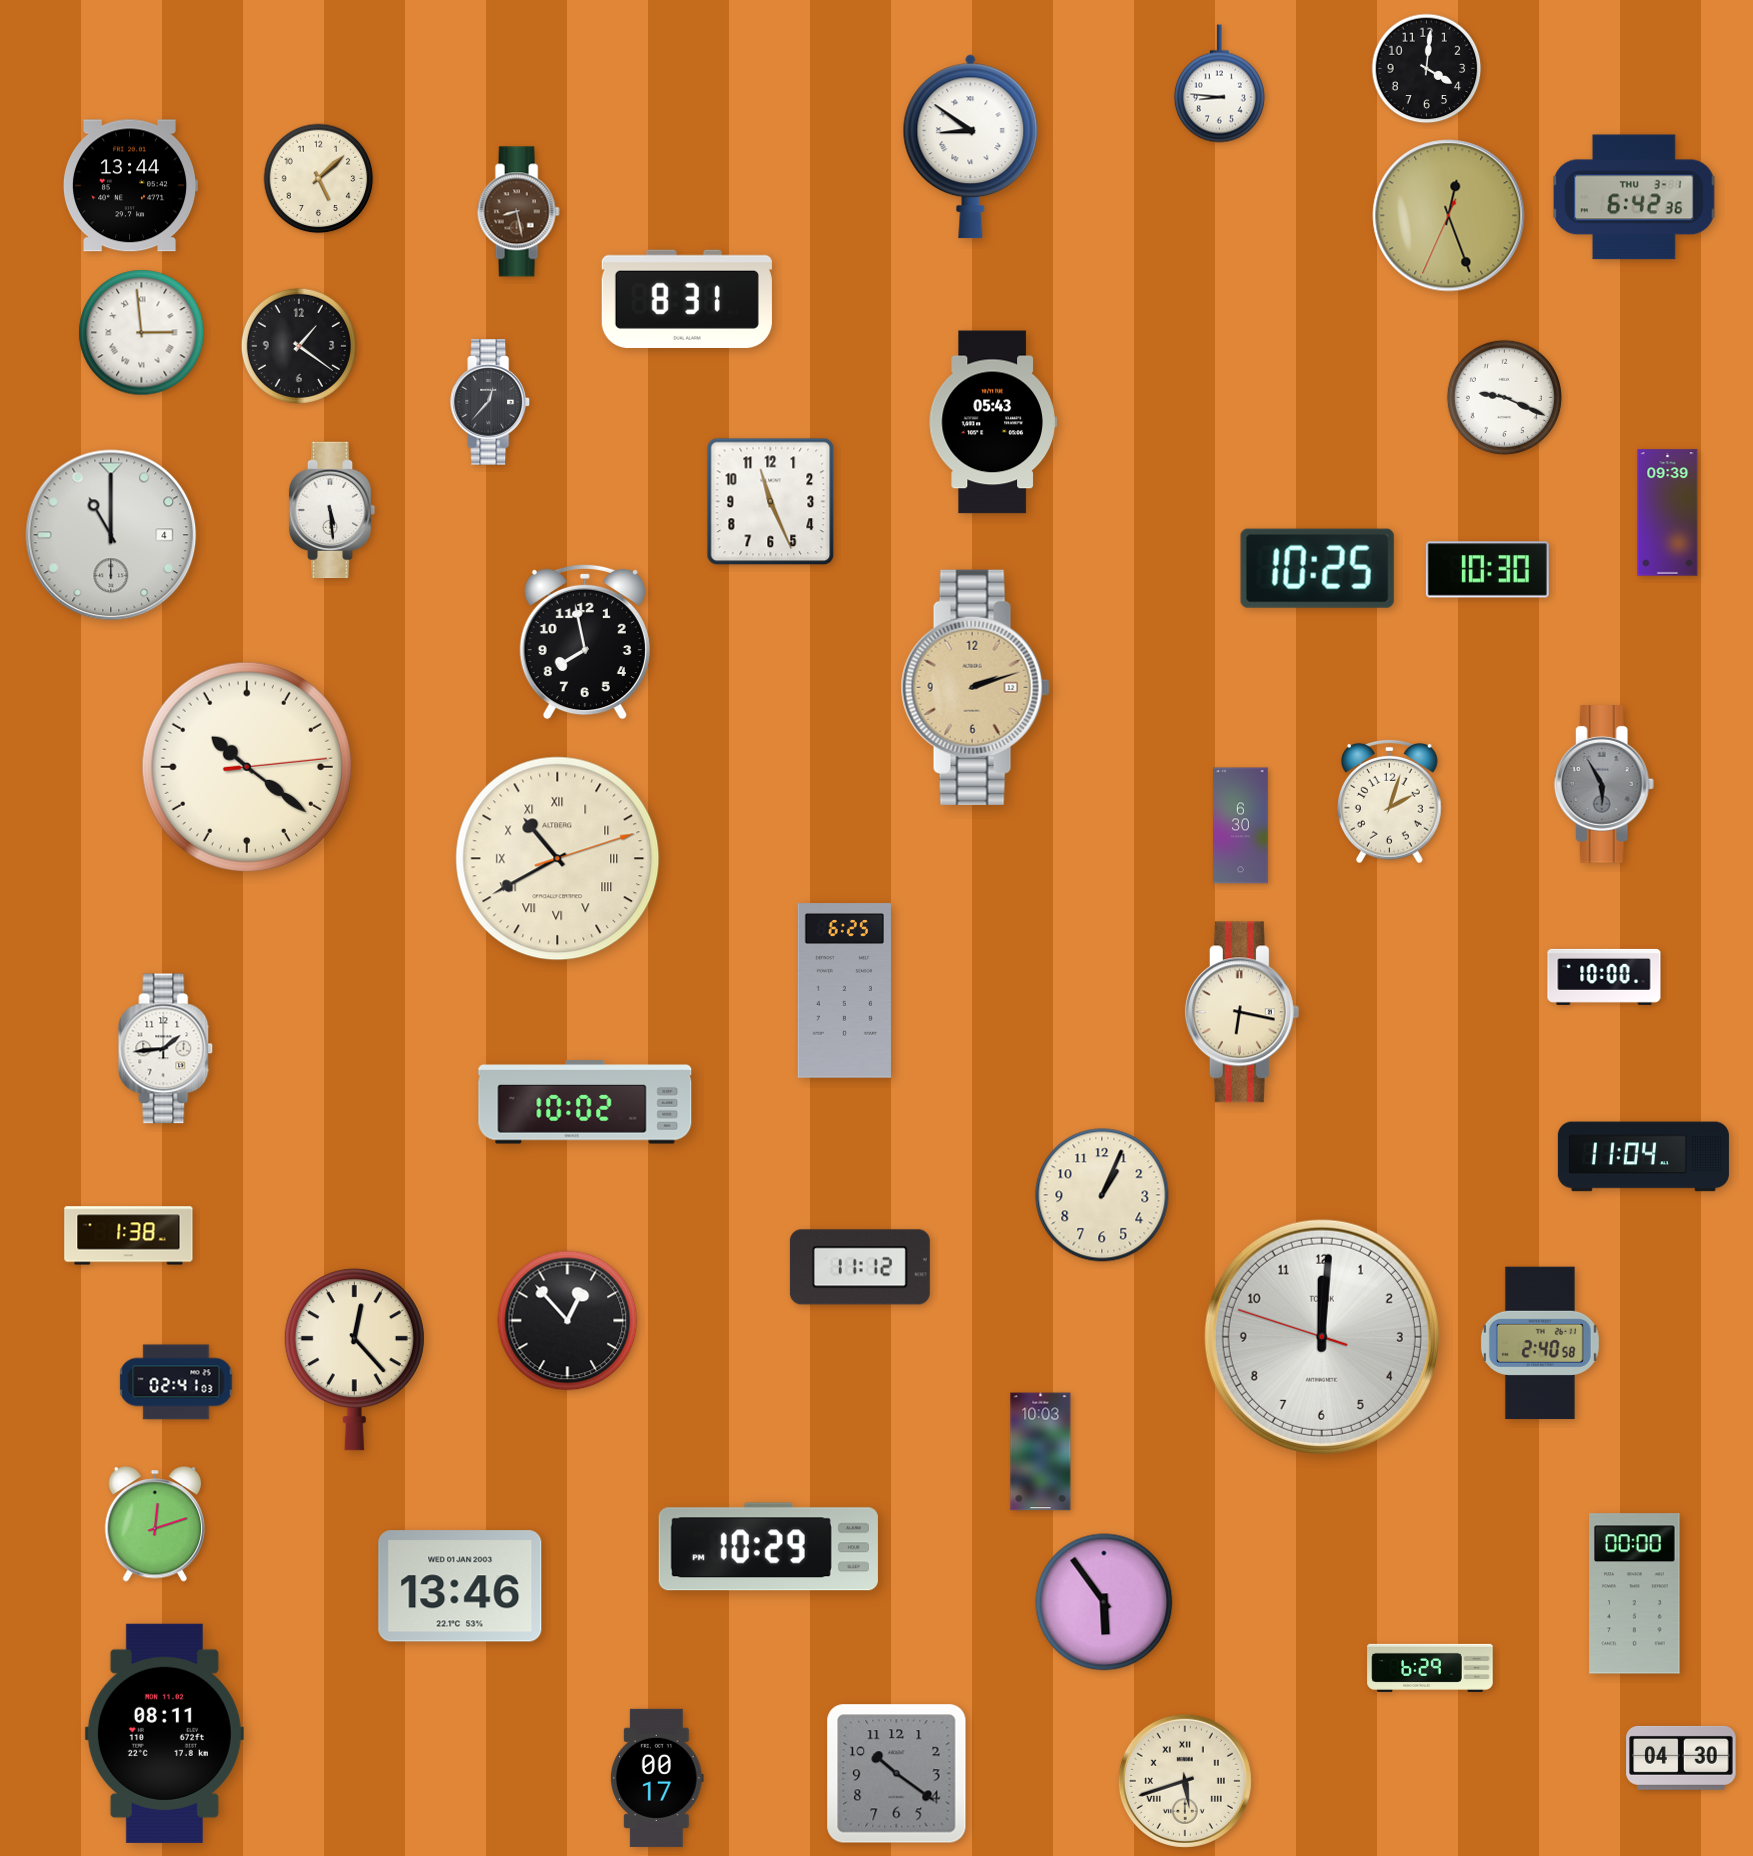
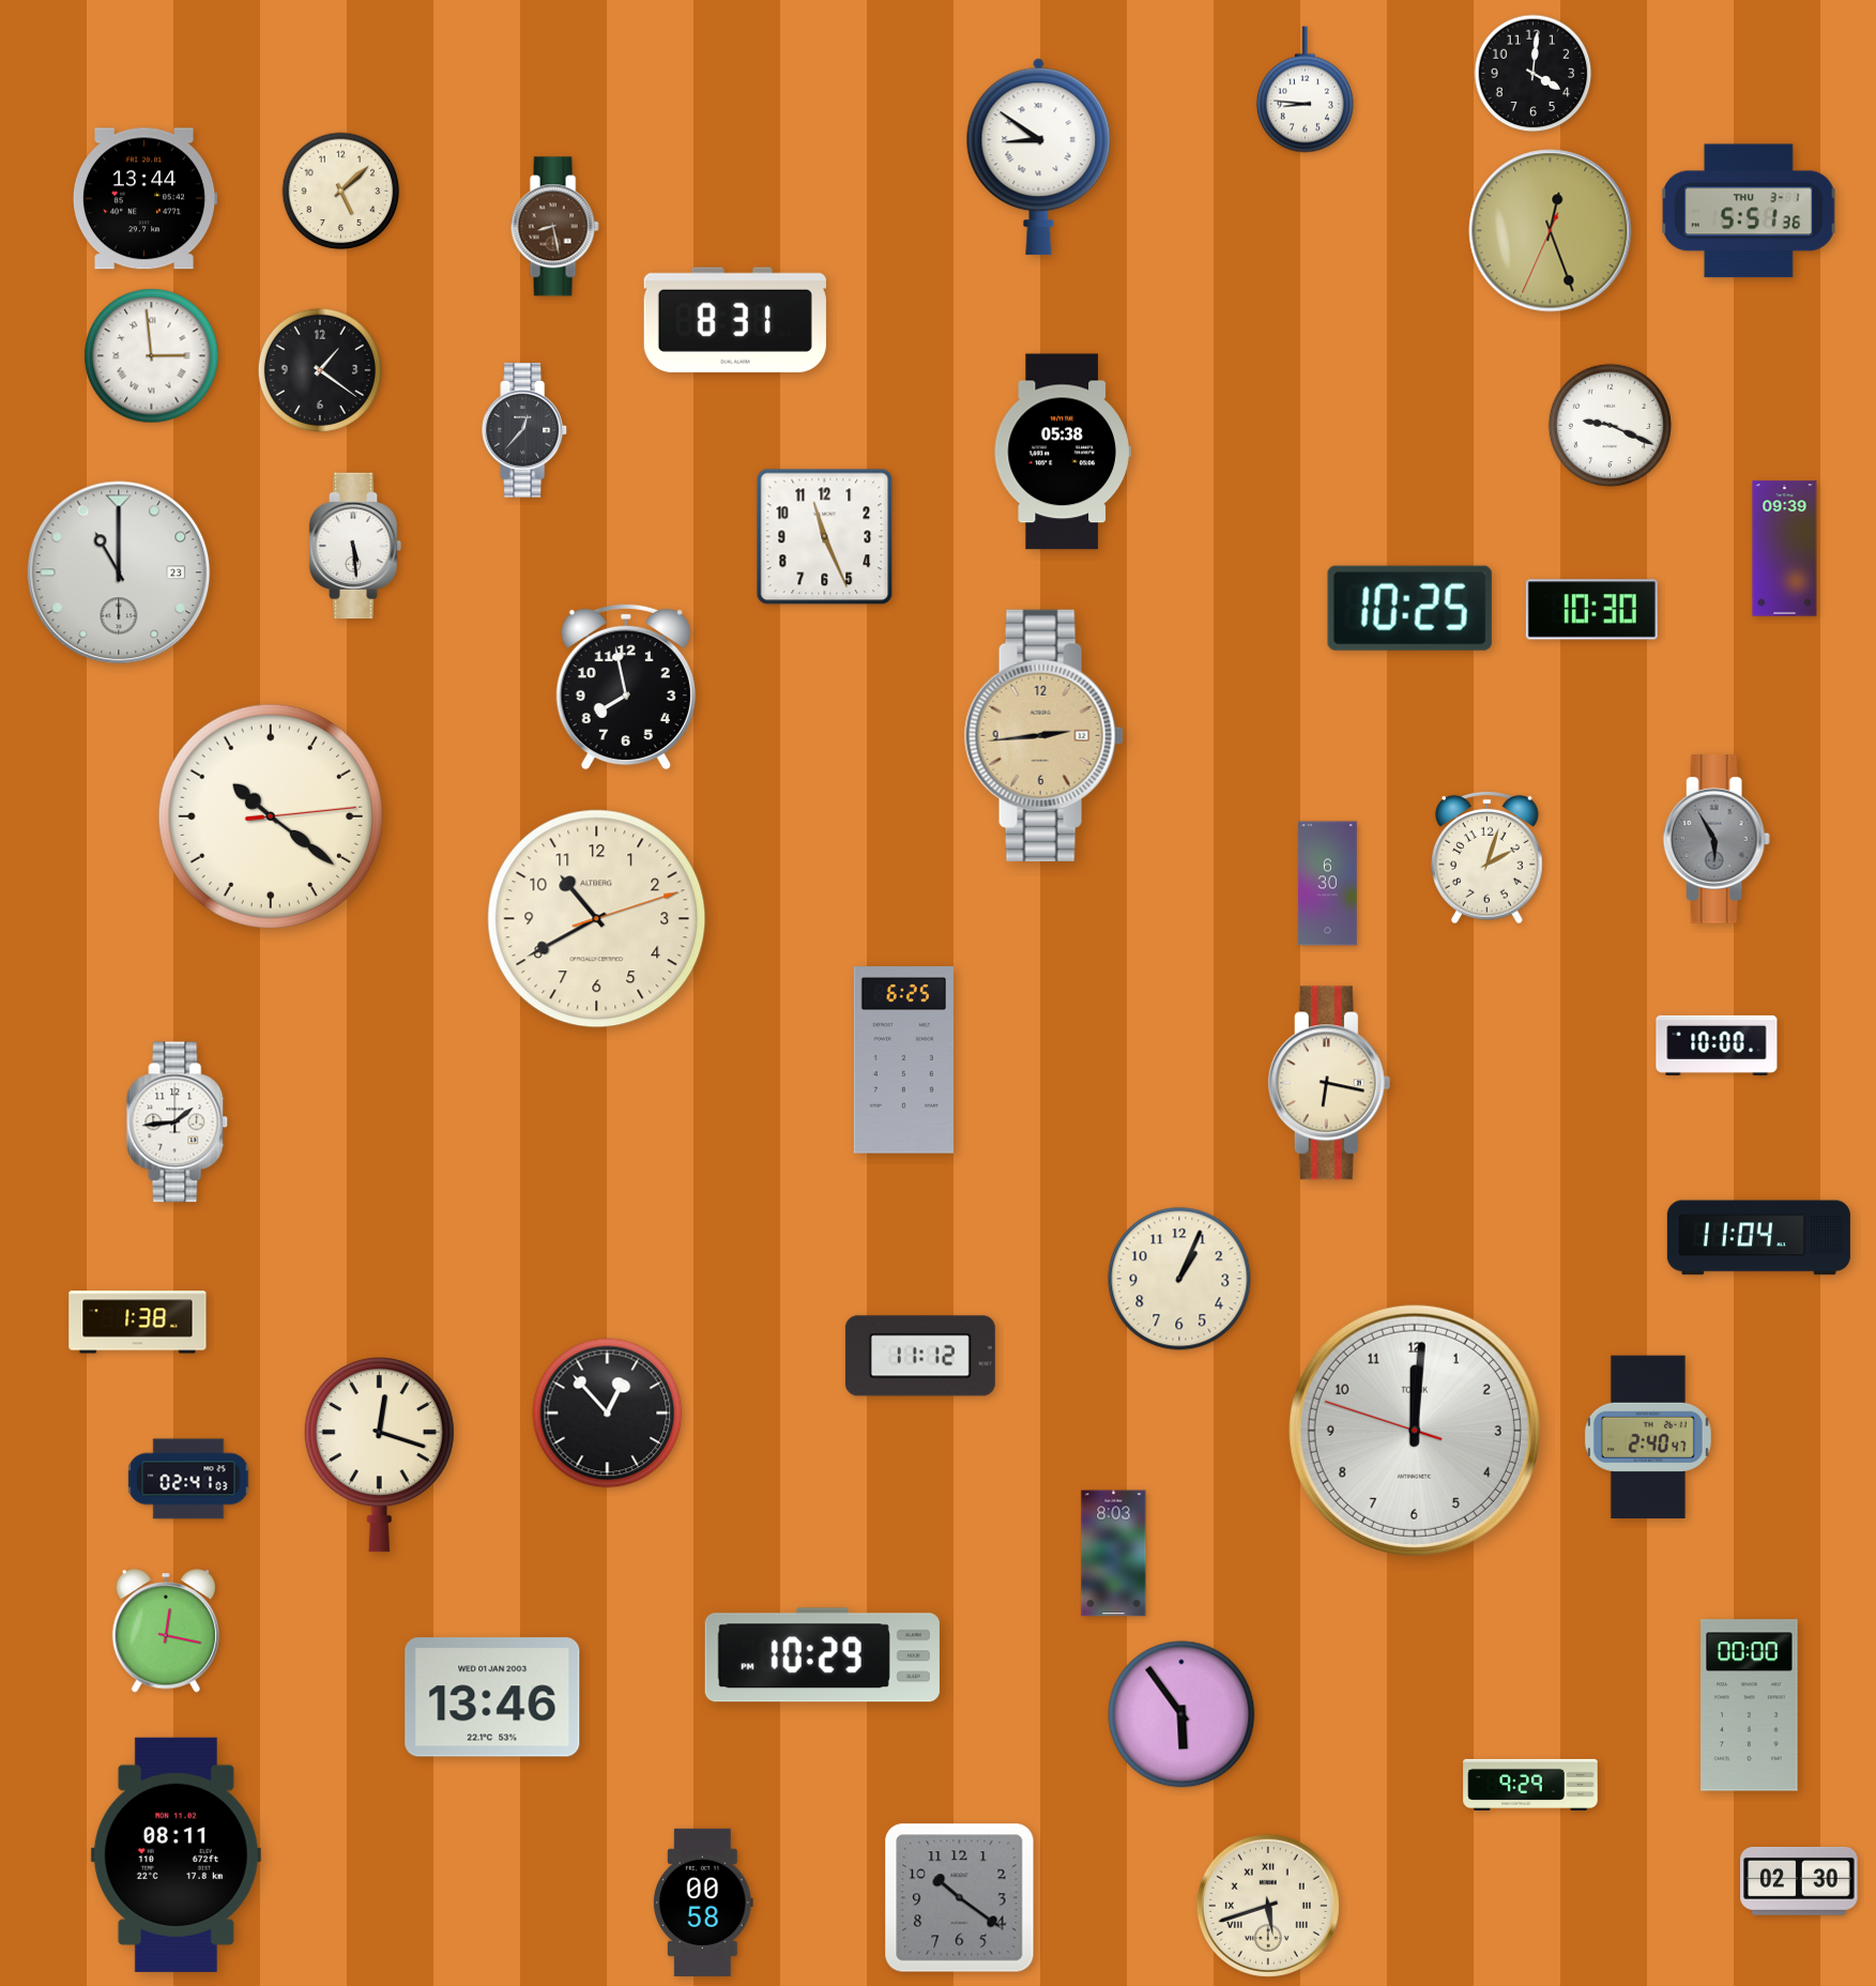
clock at (1427, 69) position: (1427, 69) -> (1534, 74)
clock at (130, 186) position: (130, 186) -> (144, 199)
clock at (1635, 197): 6:42 -> 5:51
clock at (993, 422): 05:43 -> 05:38
clock at (111, 535) date: 4 -> 23
clock at (975, 687): 2:12 -> 2:44
clock at (247, 767) position: (247, 767) -> (271, 816)
clock at (558, 859) numerals: Roman -> Arabic
clock at (585, 1102): 10:02 -> none
clock at (1540, 1343): 2:40:58 -> 2:40:47
clock at (354, 1360): 12:23 -> 12:18
clock at (1041, 1452): 10:03 -> 8:03
clock at (155, 1524): 12:12 -> 12:17
clock at (1430, 1668): 6:29 -> 9:29
clock at (1681, 1758): 04:30 -> 02:30
clock at (657, 1778): 00:17 -> 00:58
